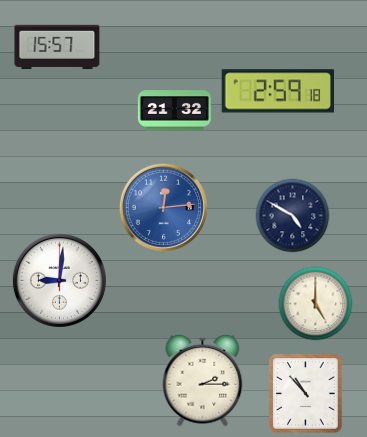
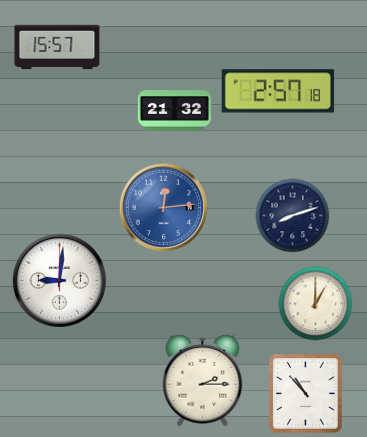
clock at (278, 91): 2:59 -> 2:57
clock at (293, 216): 4:50 -> 8:12
clock at (316, 304): 5:00 -> 1:00
